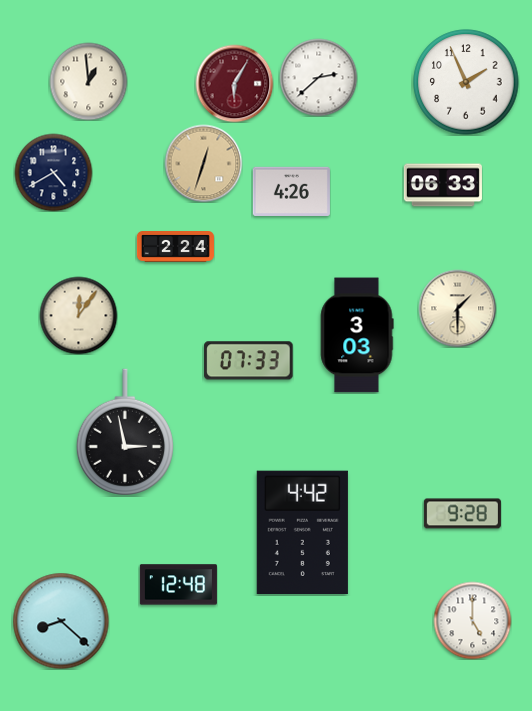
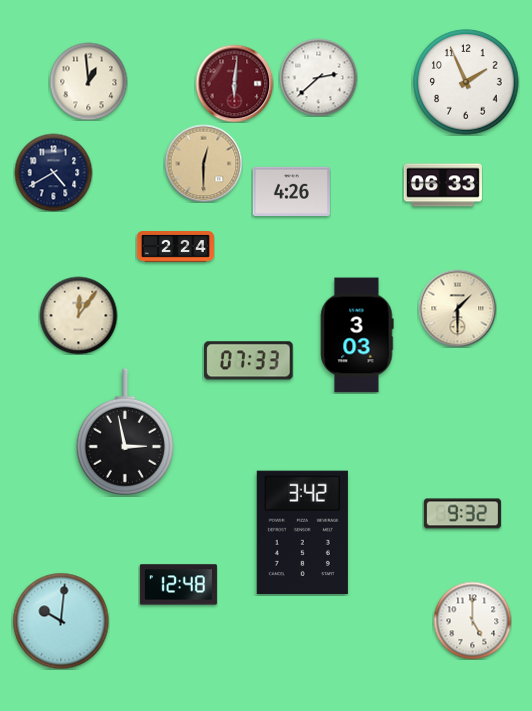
clock at (234, 83): 6:05 -> 6:01
clock at (203, 163): 12:33 -> 12:30
clock at (462, 514): 9:28 -> 9:32
clock at (302, 532): 4:42 -> 3:42
clock at (61, 621): 8:22 -> 10:01
